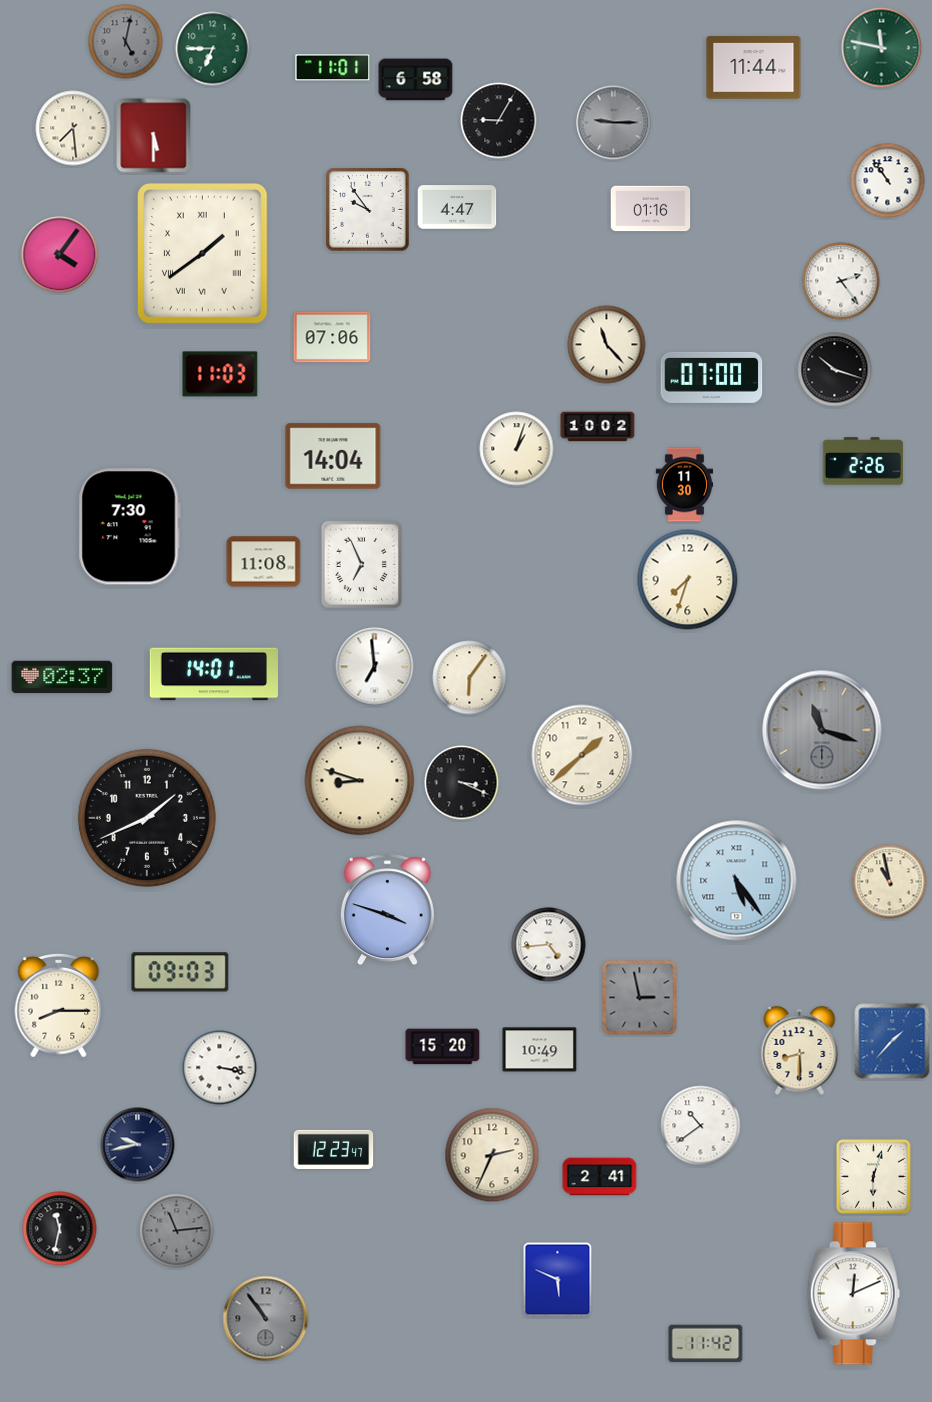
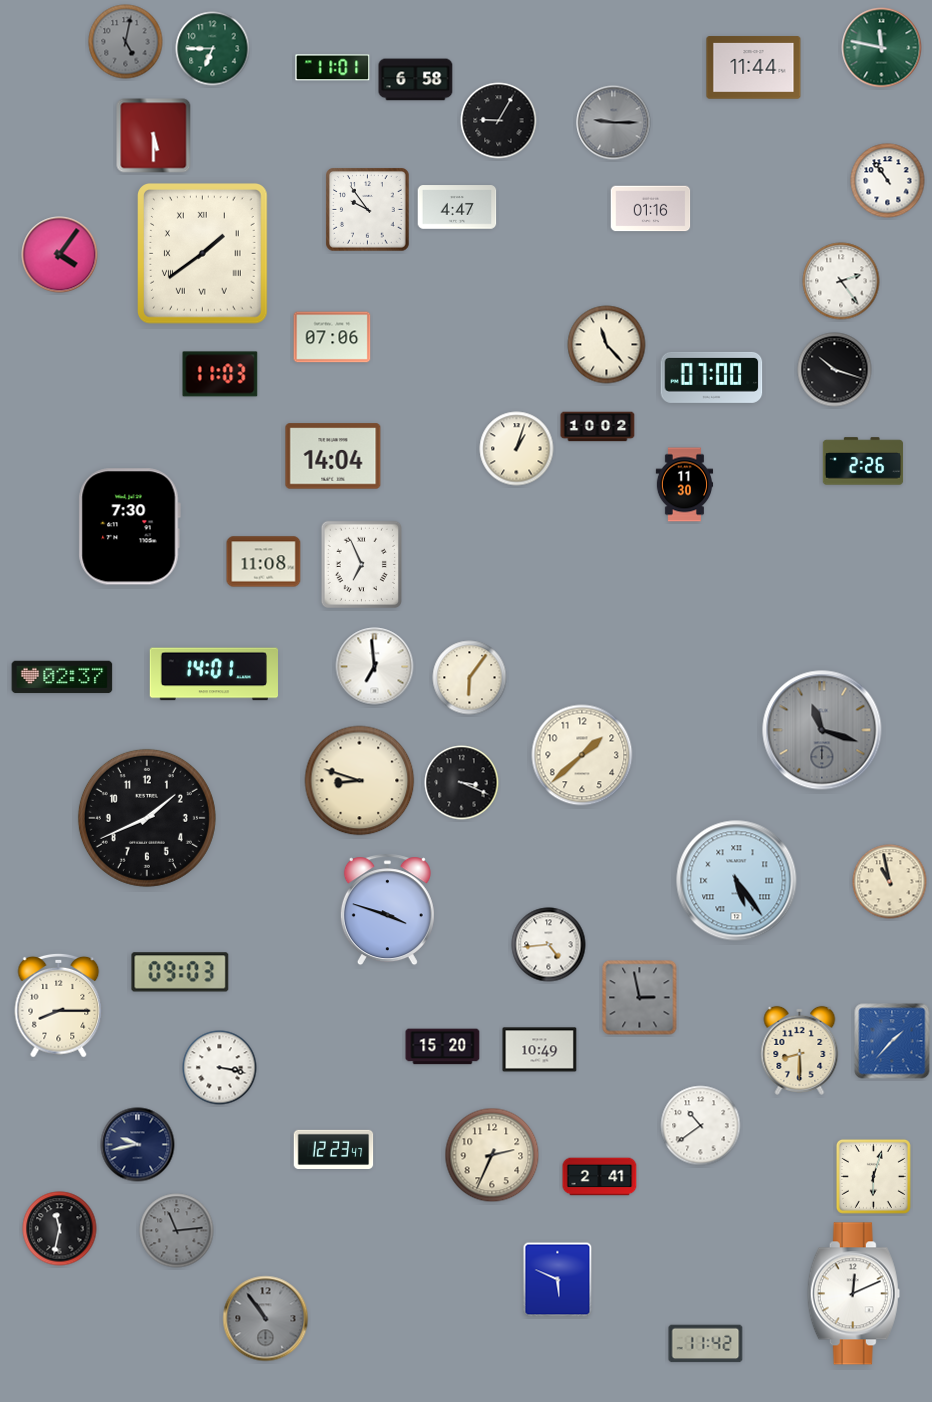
clock at (73, 128): 7:29 -> none
clock at (688, 580): 7:33 -> none
